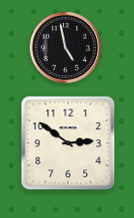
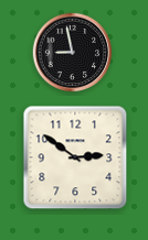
clock at (66, 48): 4:58 -> 8:58
